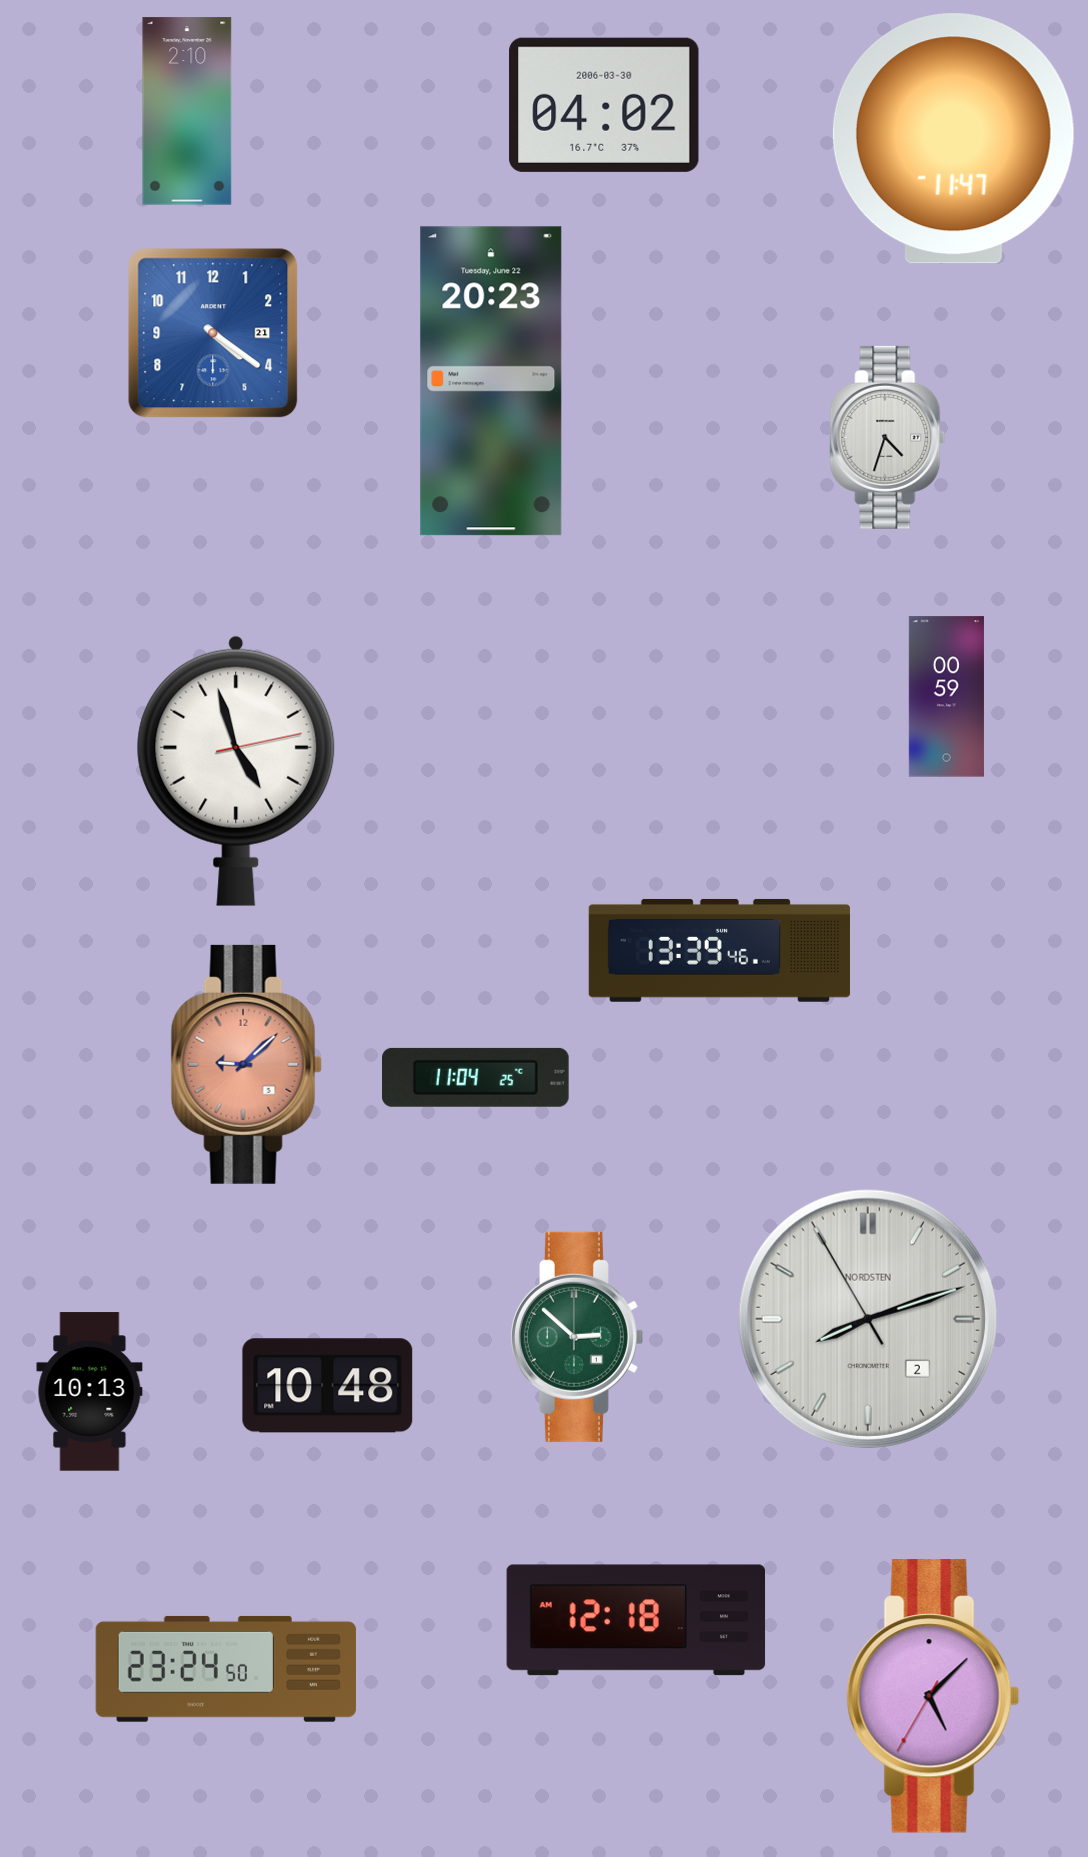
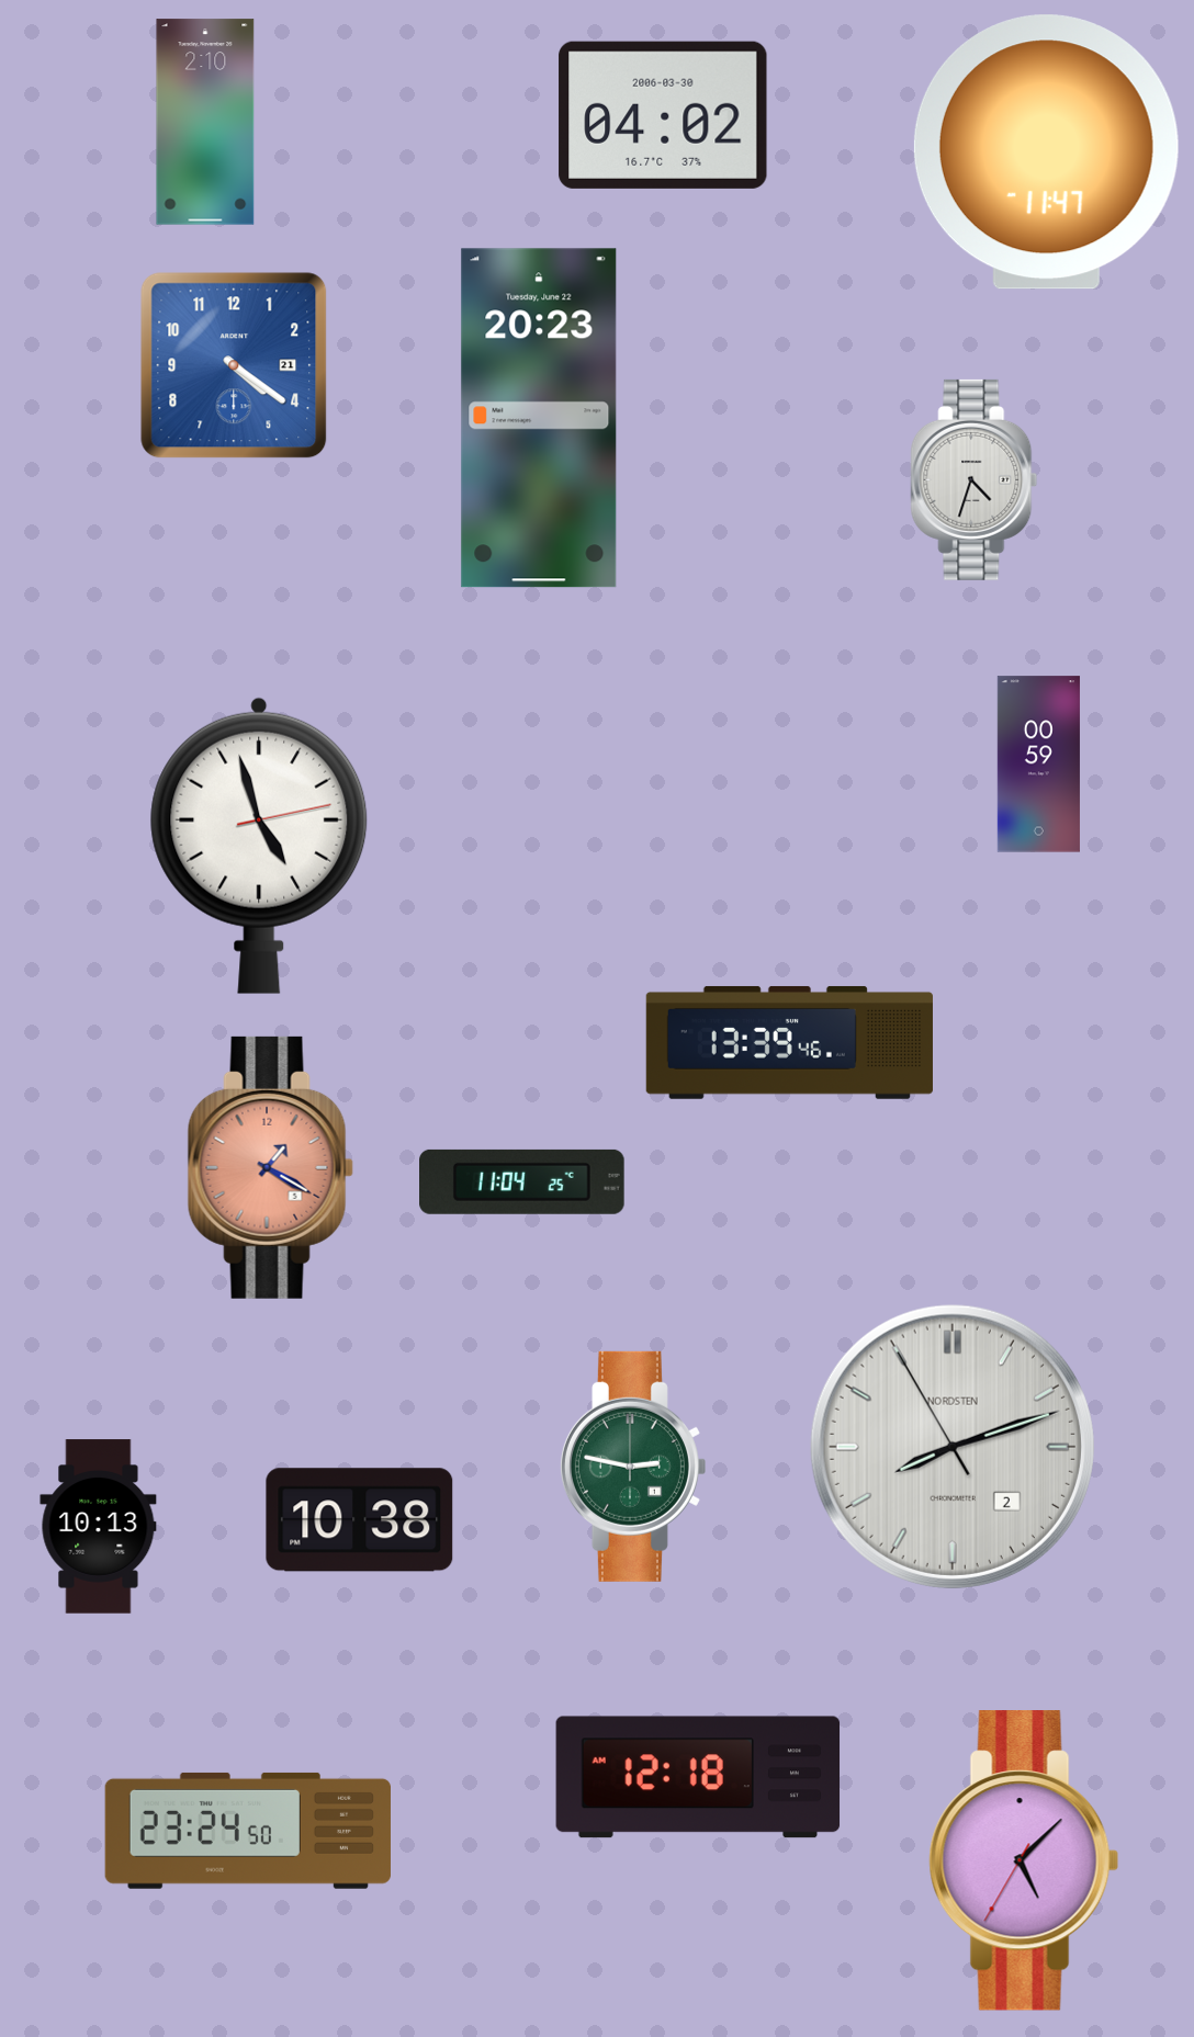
clock at (246, 1064): 9:08 -> 1:20
clock at (576, 1337): 2:52 -> 2:47
clock at (328, 1386): 10:48 -> 10:38
